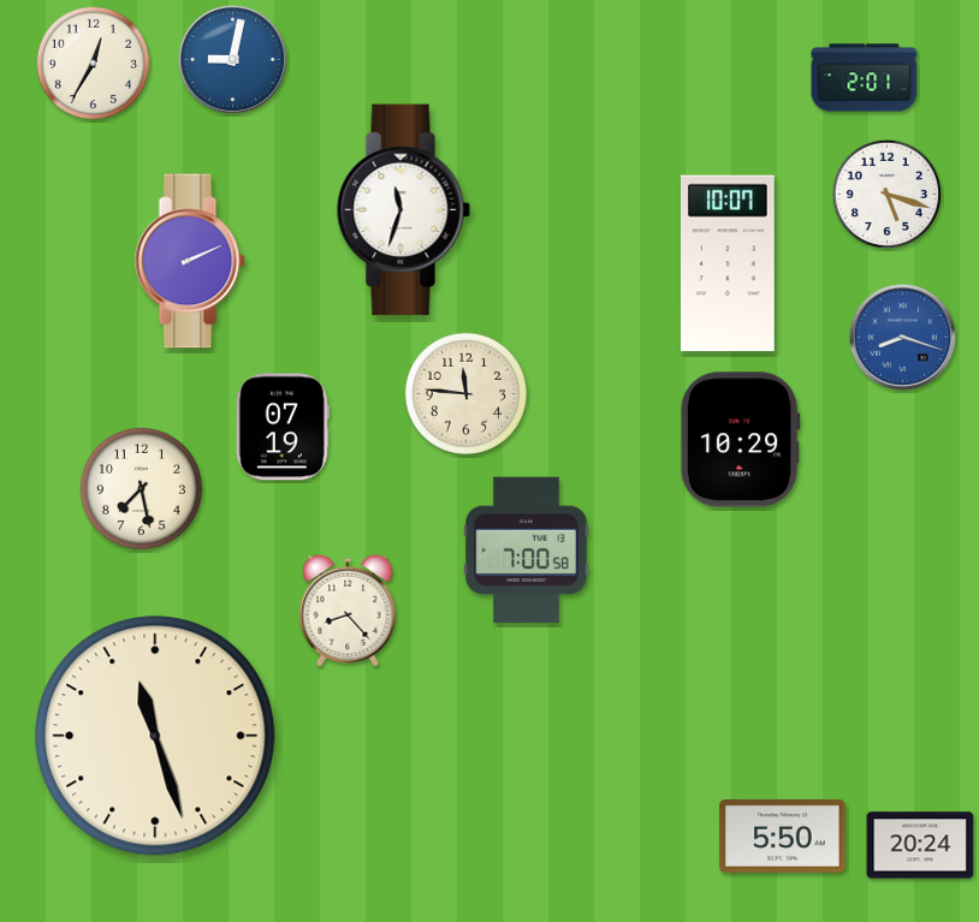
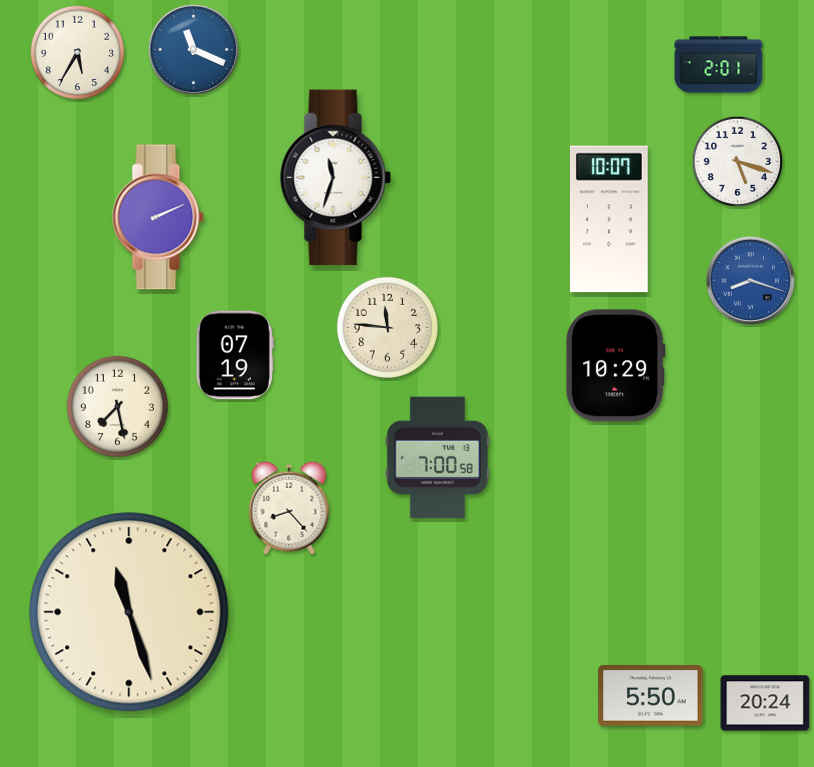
clock at (232, 59): 9:02 -> 11:19
clock at (93, 63): 12:35 -> 5:35
clock at (403, 210) position: (403, 210) -> (335, 178)
clock at (728, 263) position: (728, 263) -> (609, 219)
